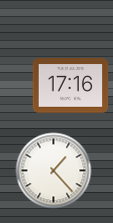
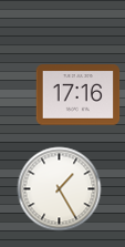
clock at (54, 171): 1:23 -> 1:25
